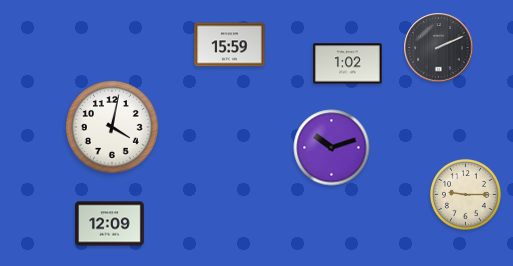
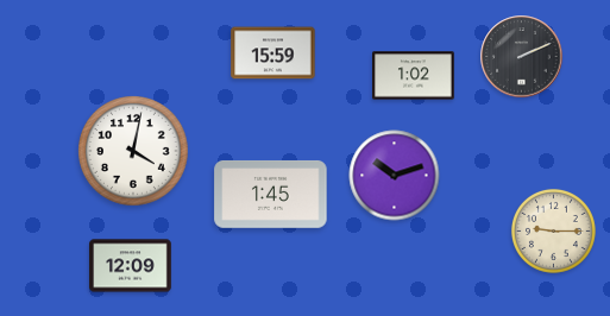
clock at (271, 194): none -> 1:45
